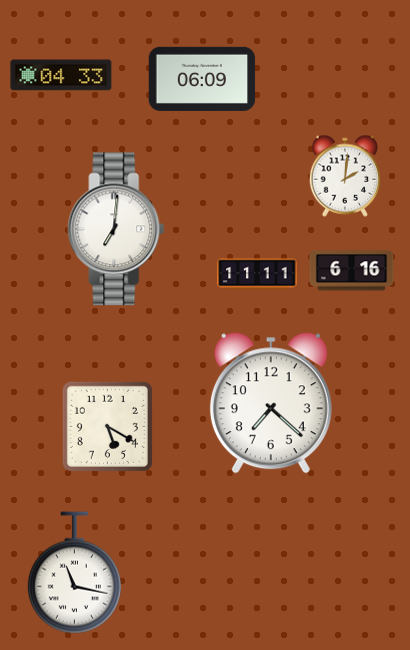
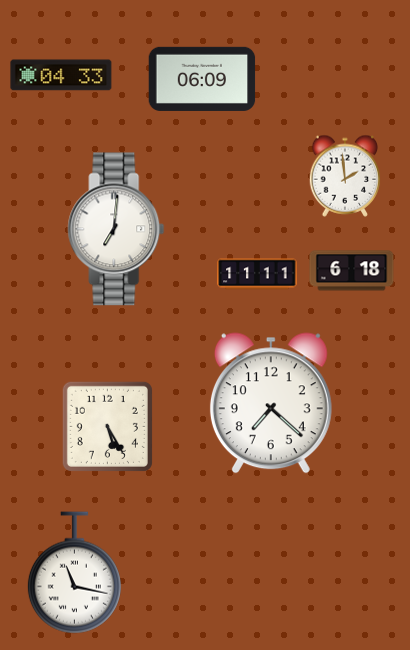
clock at (345, 176): 2:01 -> 1:59
clock at (352, 271): 6:16 -> 6:18
clock at (107, 426): 5:20 -> 5:25
